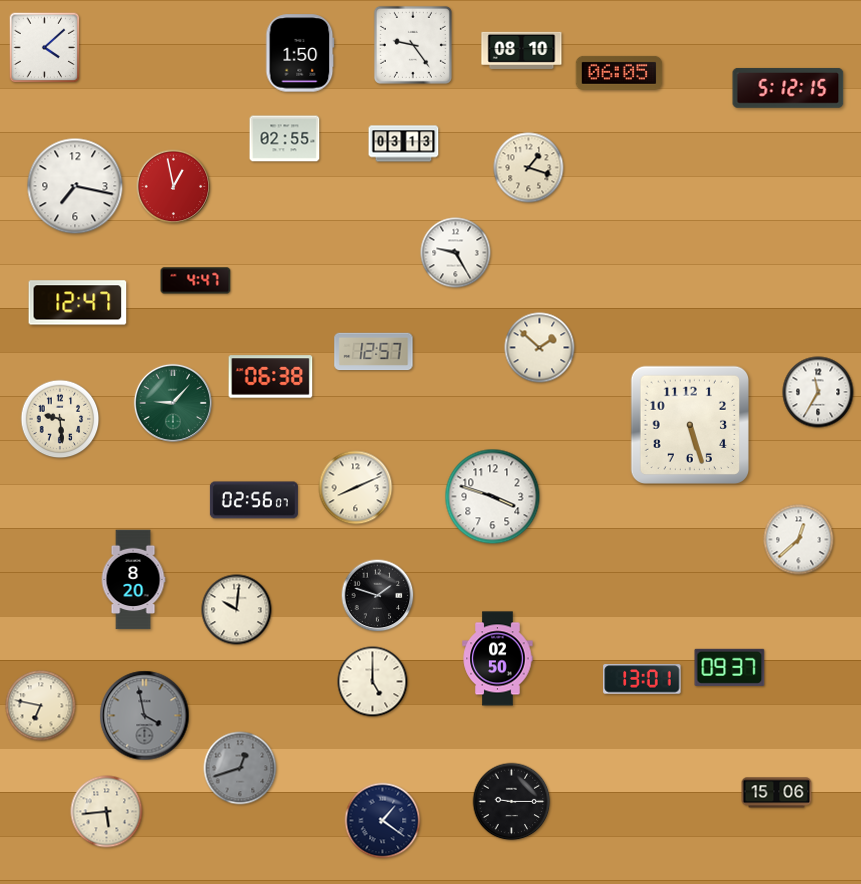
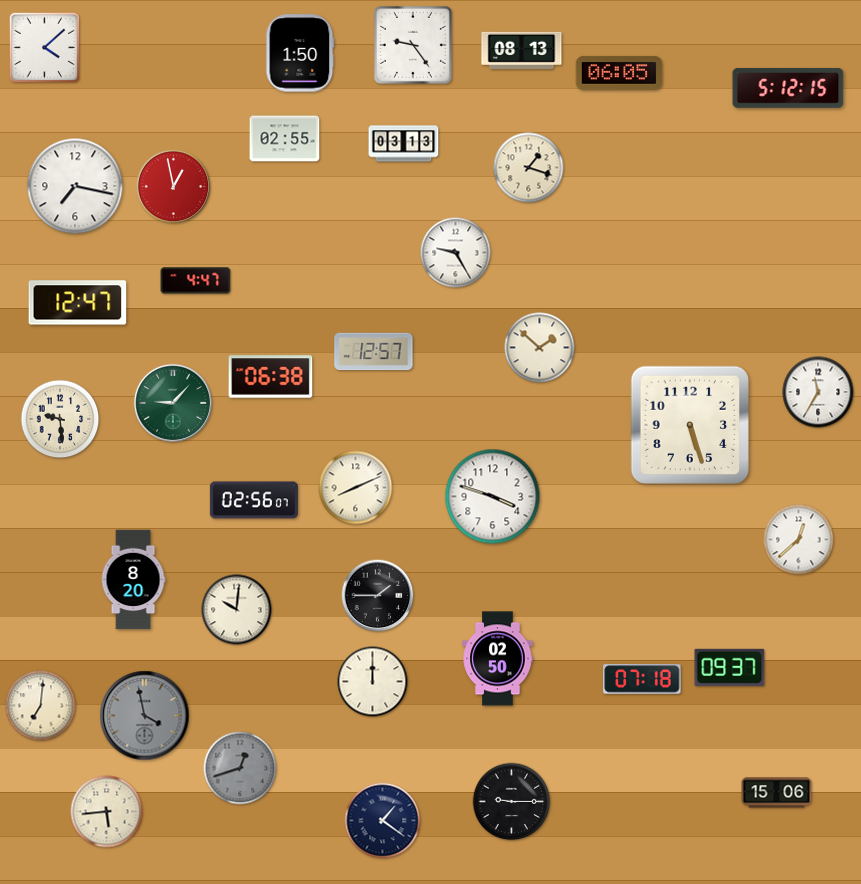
clock at (522, 50): 08:10 -> 08:13
clock at (378, 596): 1:48 -> 1:45
clock at (642, 679): 13:01 -> 07:18
clock at (373, 682): 5:00 -> 12:00
clock at (41, 706): 6:47 -> 7:01
